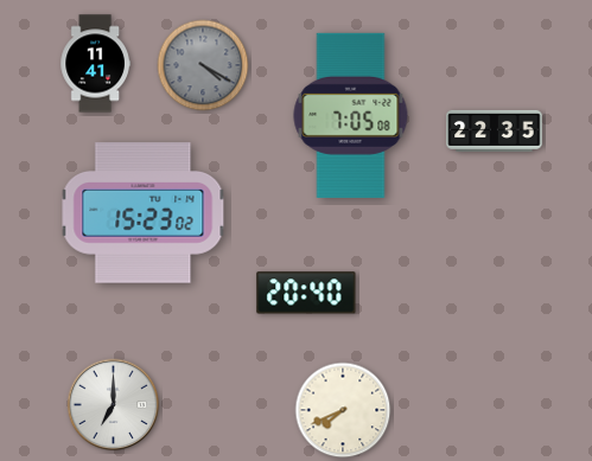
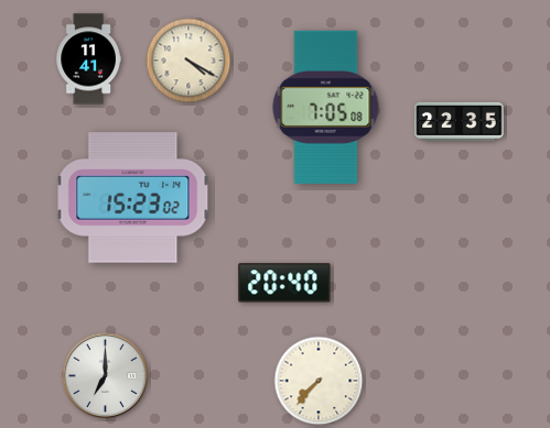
clock at (203, 65) dial: grey -> cream
clock at (306, 293) position: (306, 293) -> (284, 283)
clock at (343, 410): 7:41 -> 7:37
